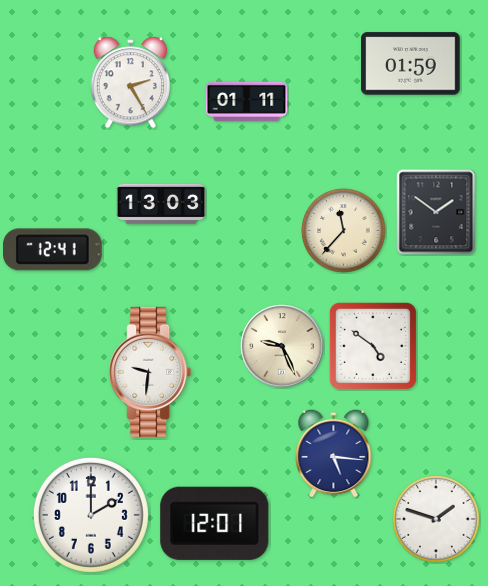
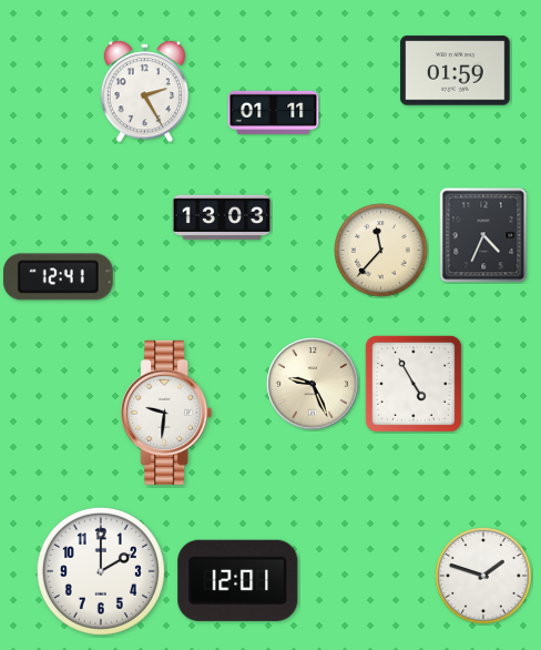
clock at (161, 204) position: (161, 204) -> (222, 217)
clock at (436, 212): 1:51 -> 4:34
clock at (344, 231) position: (344, 231) -> (381, 251)
clock at (373, 346): 4:51 -> 4:55
clock at (334, 453): 5:16 -> none
